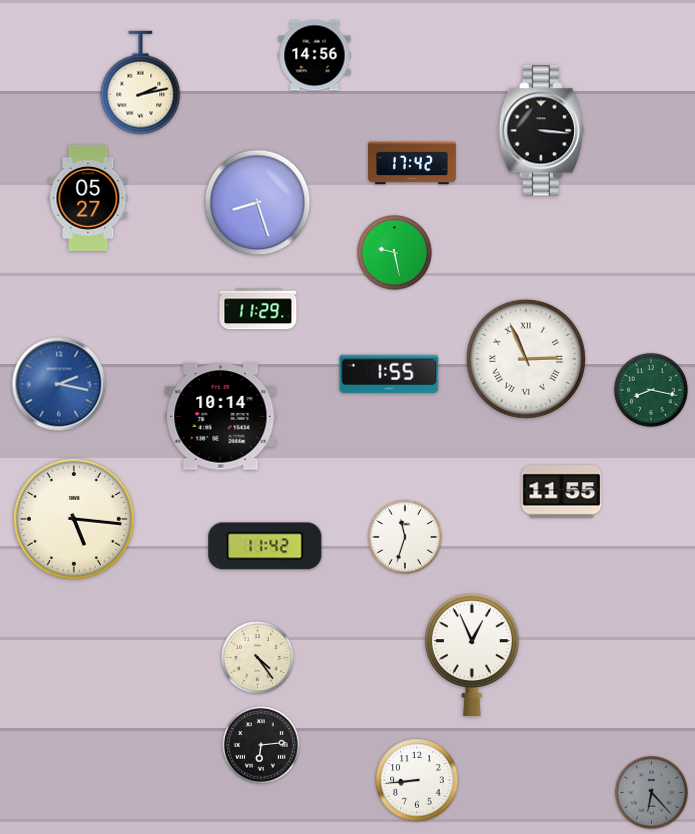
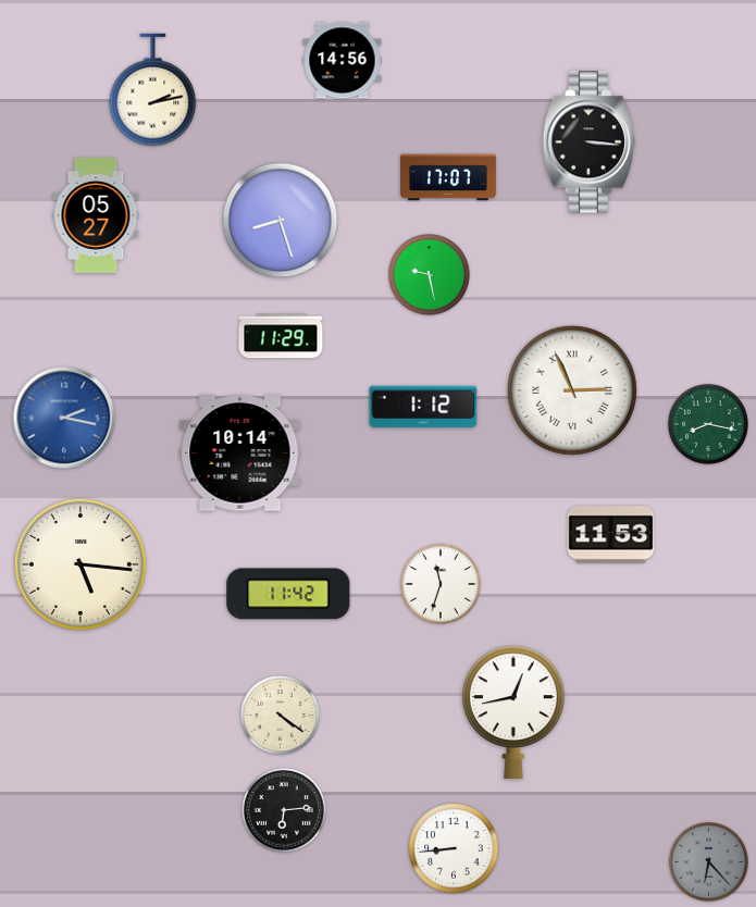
clock at (412, 163): 17:42 -> 17:07
clock at (389, 374): 1:55 -> 1:12
clock at (562, 492): 11:55 -> 11:53
clock at (472, 655): 12:56 -> 12:43
clock at (257, 657): 4:24 -> 4:21
